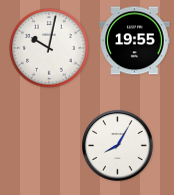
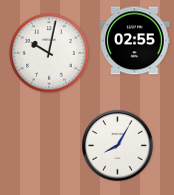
clock at (135, 41): 19:55 -> 02:55
clock at (49, 48) position: (49, 48) -> (49, 53)
